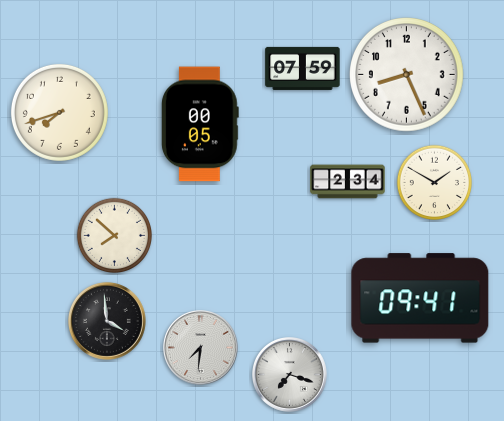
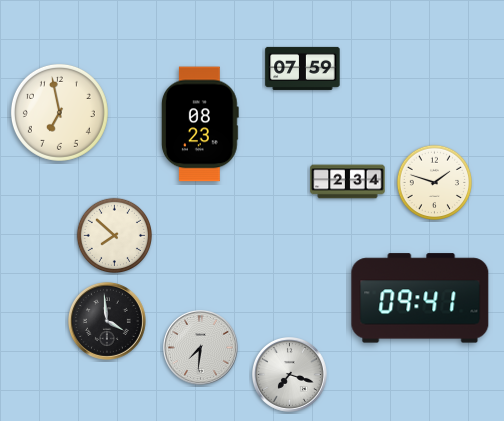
clock at (407, 75): 8:26 -> none
clock at (59, 112): 7:42 -> 6:58
clock at (200, 124): 00:05 -> 08:23
clock at (434, 182): 1:50 -> 1:48
